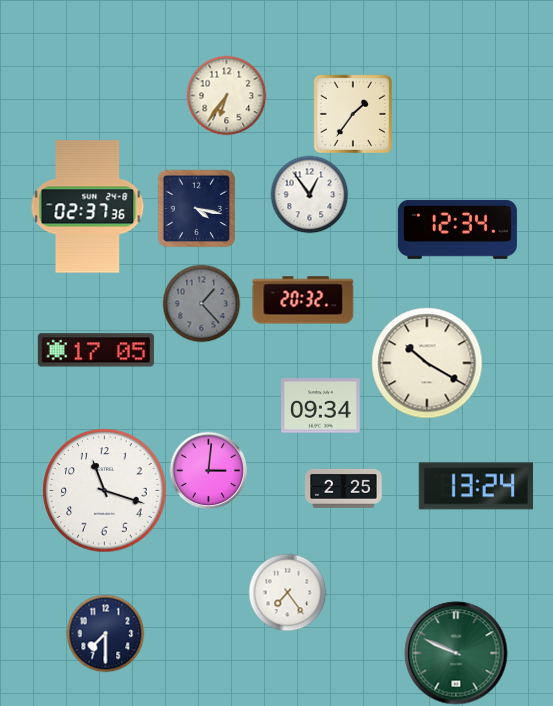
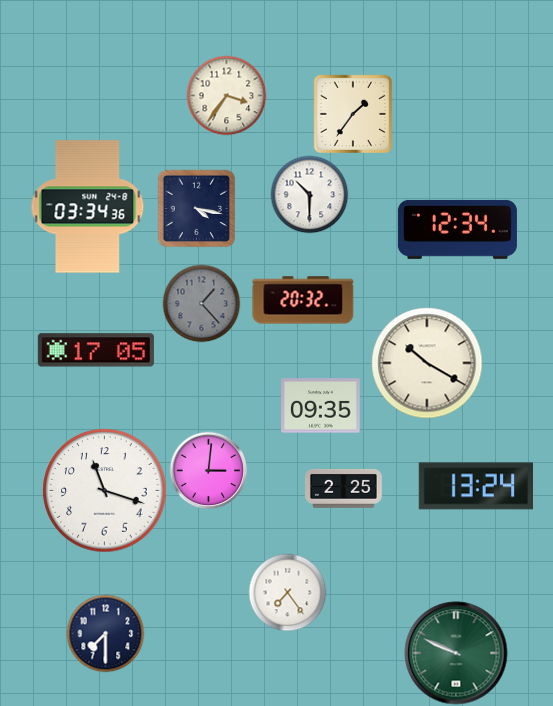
clock at (226, 95): 6:36 -> 3:36
clock at (309, 194): 12:54 -> 10:30
clock at (88, 207): 02:37 -> 03:34
clock at (321, 406): 09:34 -> 09:35
